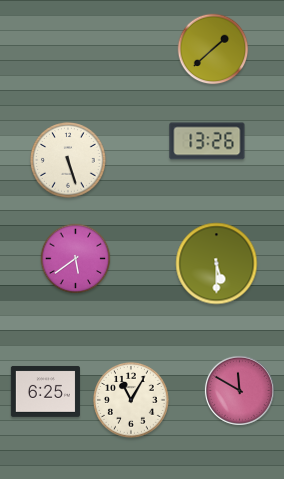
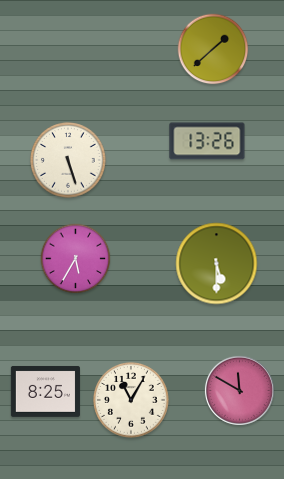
clock at (76, 259): 5:39 -> 5:35
clock at (45, 391): 6:25 -> 8:25
